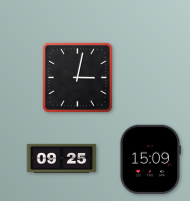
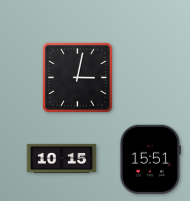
clock at (62, 158): 09:25 -> 10:15
clock at (149, 160): 15:09 -> 15:51
